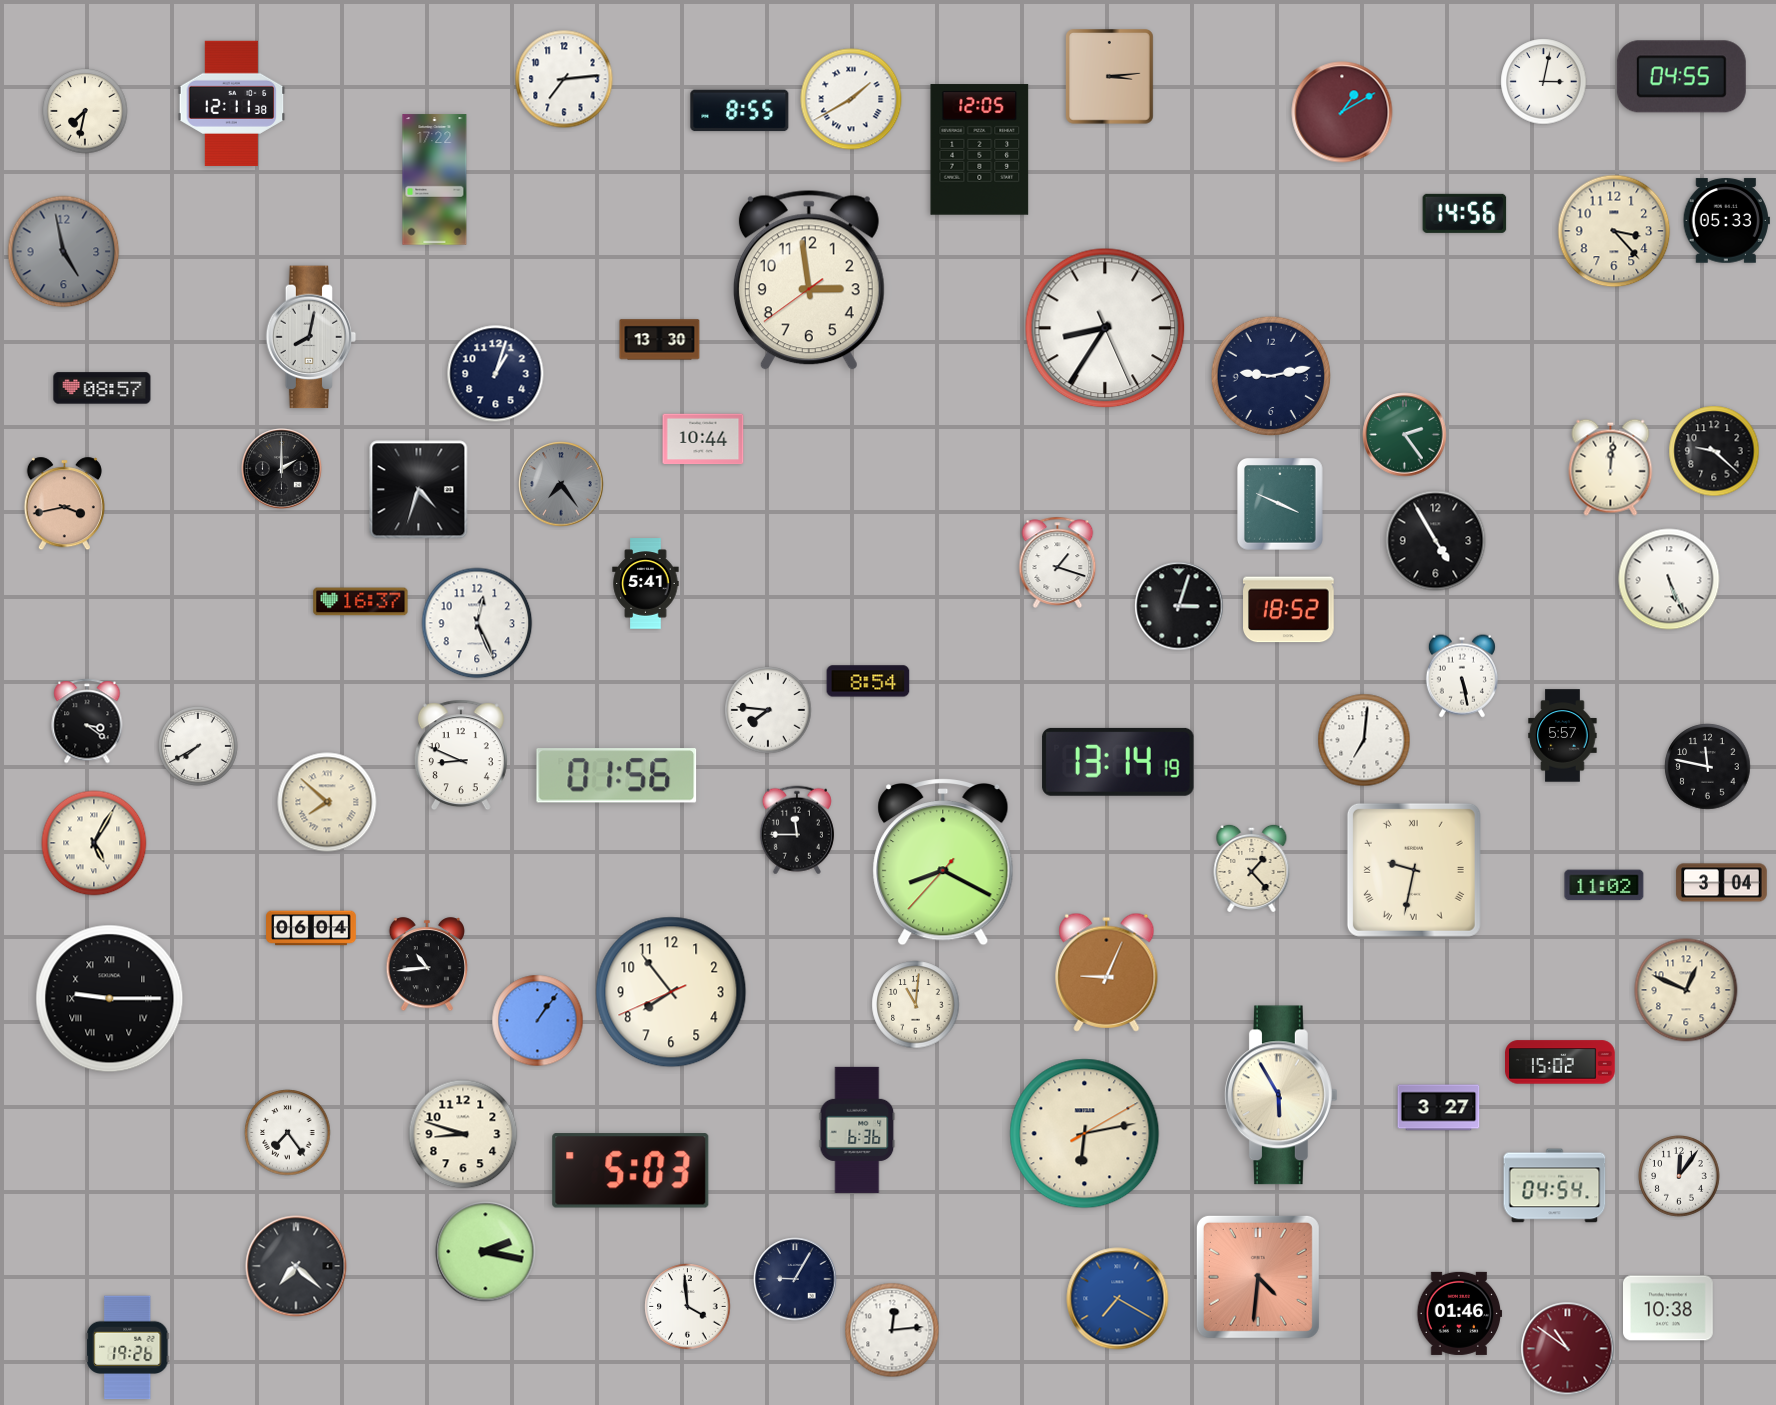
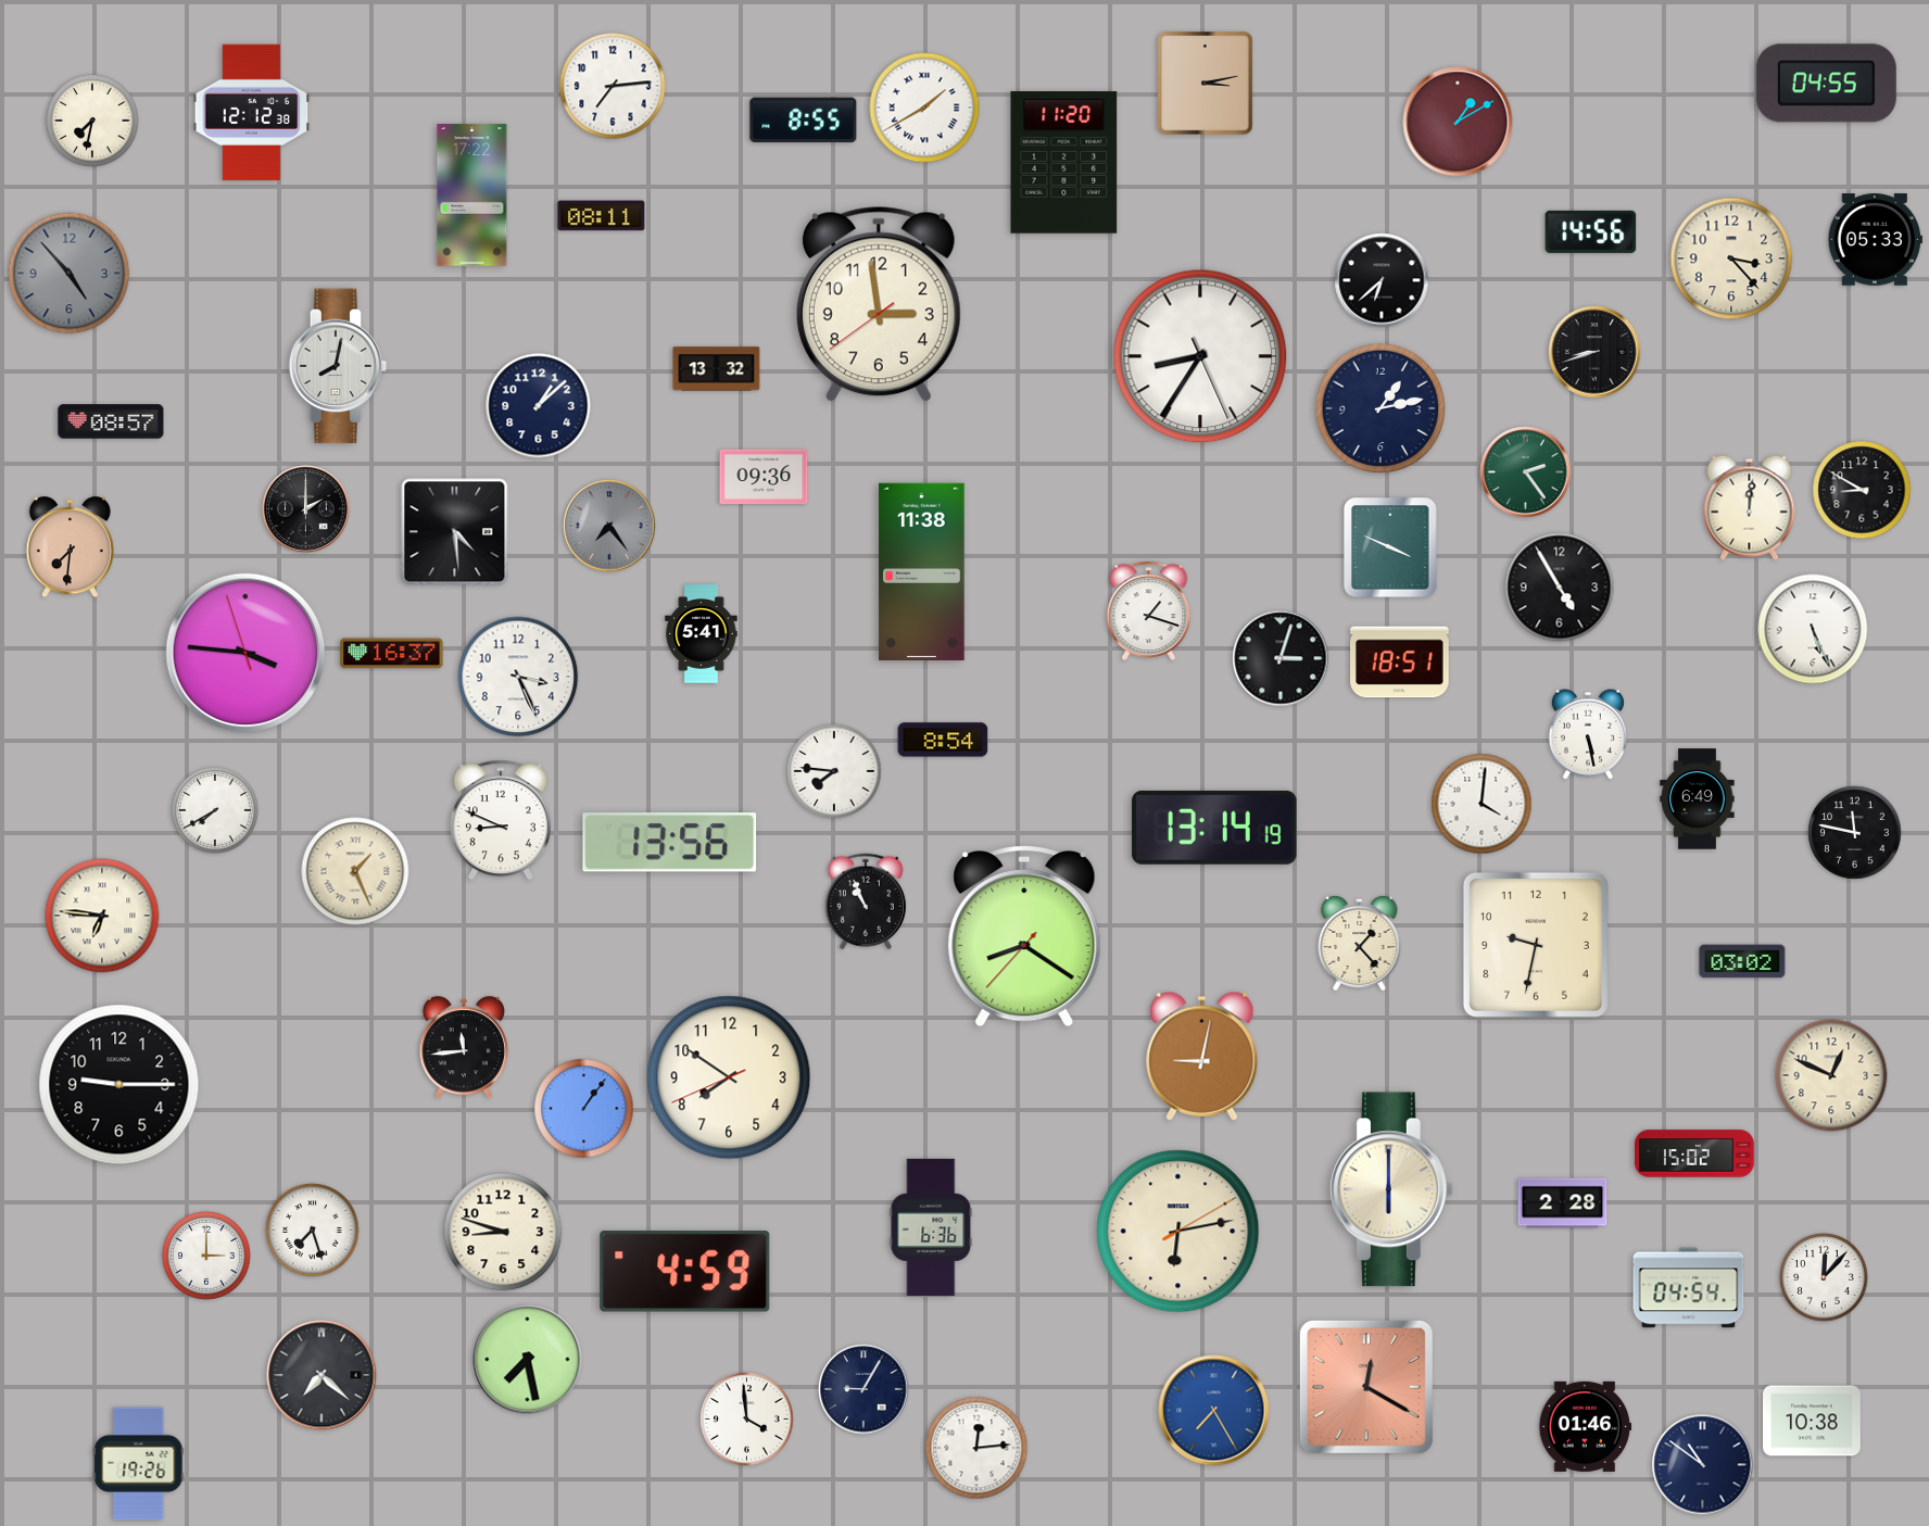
clock at (1110, 77): 3:14 -> 3:13
clock at (1544, 82): 3:02 -> none
clock at (232, 103): 12:11 -> 12:12
clock at (980, 150): 12:05 -> 11:20
clock at (602, 216): none -> 08:11
clock at (1614, 231) position: (1614, 231) -> (1731, 258)
clock at (64, 252): 4:58 -> 4:53
clock at (1382, 280): none -> 6:38
clock at (1594, 352): none -> 8:42
clock at (660, 340): 13:30 -> 13:32
clock at (496, 374): 1:03 -> 1:08
clock at (1270, 375): 9:13 -> 1:13
clock at (703, 439): 10:44 -> 09:36
clock at (1714, 451): 9:22 -> 8:50
clock at (419, 490): 4:33 -> 4:29
clock at (64, 504): 3:43 -> 7:31
clock at (922, 572): none -> 11:38
clock at (245, 653): none -> 3:45
clock at (1289, 610): 18:52 -> 18:51
clock at (477, 623): 12:26 -> 3:26
clock at (87, 721): 3:21 -> none
clock at (1563, 736): 5:57 -> 6:49
clock at (1364, 740): 7:01 -> 4:01
clock at (617, 776): 01:56 -> 13:56
clock at (327, 802): 7:52 -> 1:26
clock at (797, 830): 11:45 -> 10:56
clock at (94, 843): 5:05 -> 6:46
clock at (943, 863): 8:19 -> 8:20
clock at (1414, 870) numerals: Roman -> Arabic
clock at (1722, 883): 3:04 -> none
clock at (1604, 885): 11:02 -> 03:02
clock at (311, 928): 06:04 -> none
clock at (426, 965): 10:44 -> 11:44
clock at (1107, 972): 9:04 -> 9:02
clock at (671, 992): 7:53 -> 7:50
clock at (110, 999) numerals: Roman -> Arabic
clock at (916, 1005): 11:01 -> none
clock at (1281, 1095): 5:55 -> 6:00
clock at (1439, 1108): 3:27 -> 2:28
clock at (288, 1133): 7:24 -> 7:27
clock at (206, 1256): none -> 3:00
clock at (631, 1171): 5:03 -> 4:59
clock at (1679, 1176): 12:06 -> 12:07
clock at (486, 1252): 2:17 -> 7:28
clock at (1258, 1277): 4:31 -> 12:20
clock at (1118, 1299): 7:20 -> 7:25
clock at (892, 1330) position: (892, 1330) -> (976, 1448)
clock at (1568, 1349) dial: burgundy -> navy
